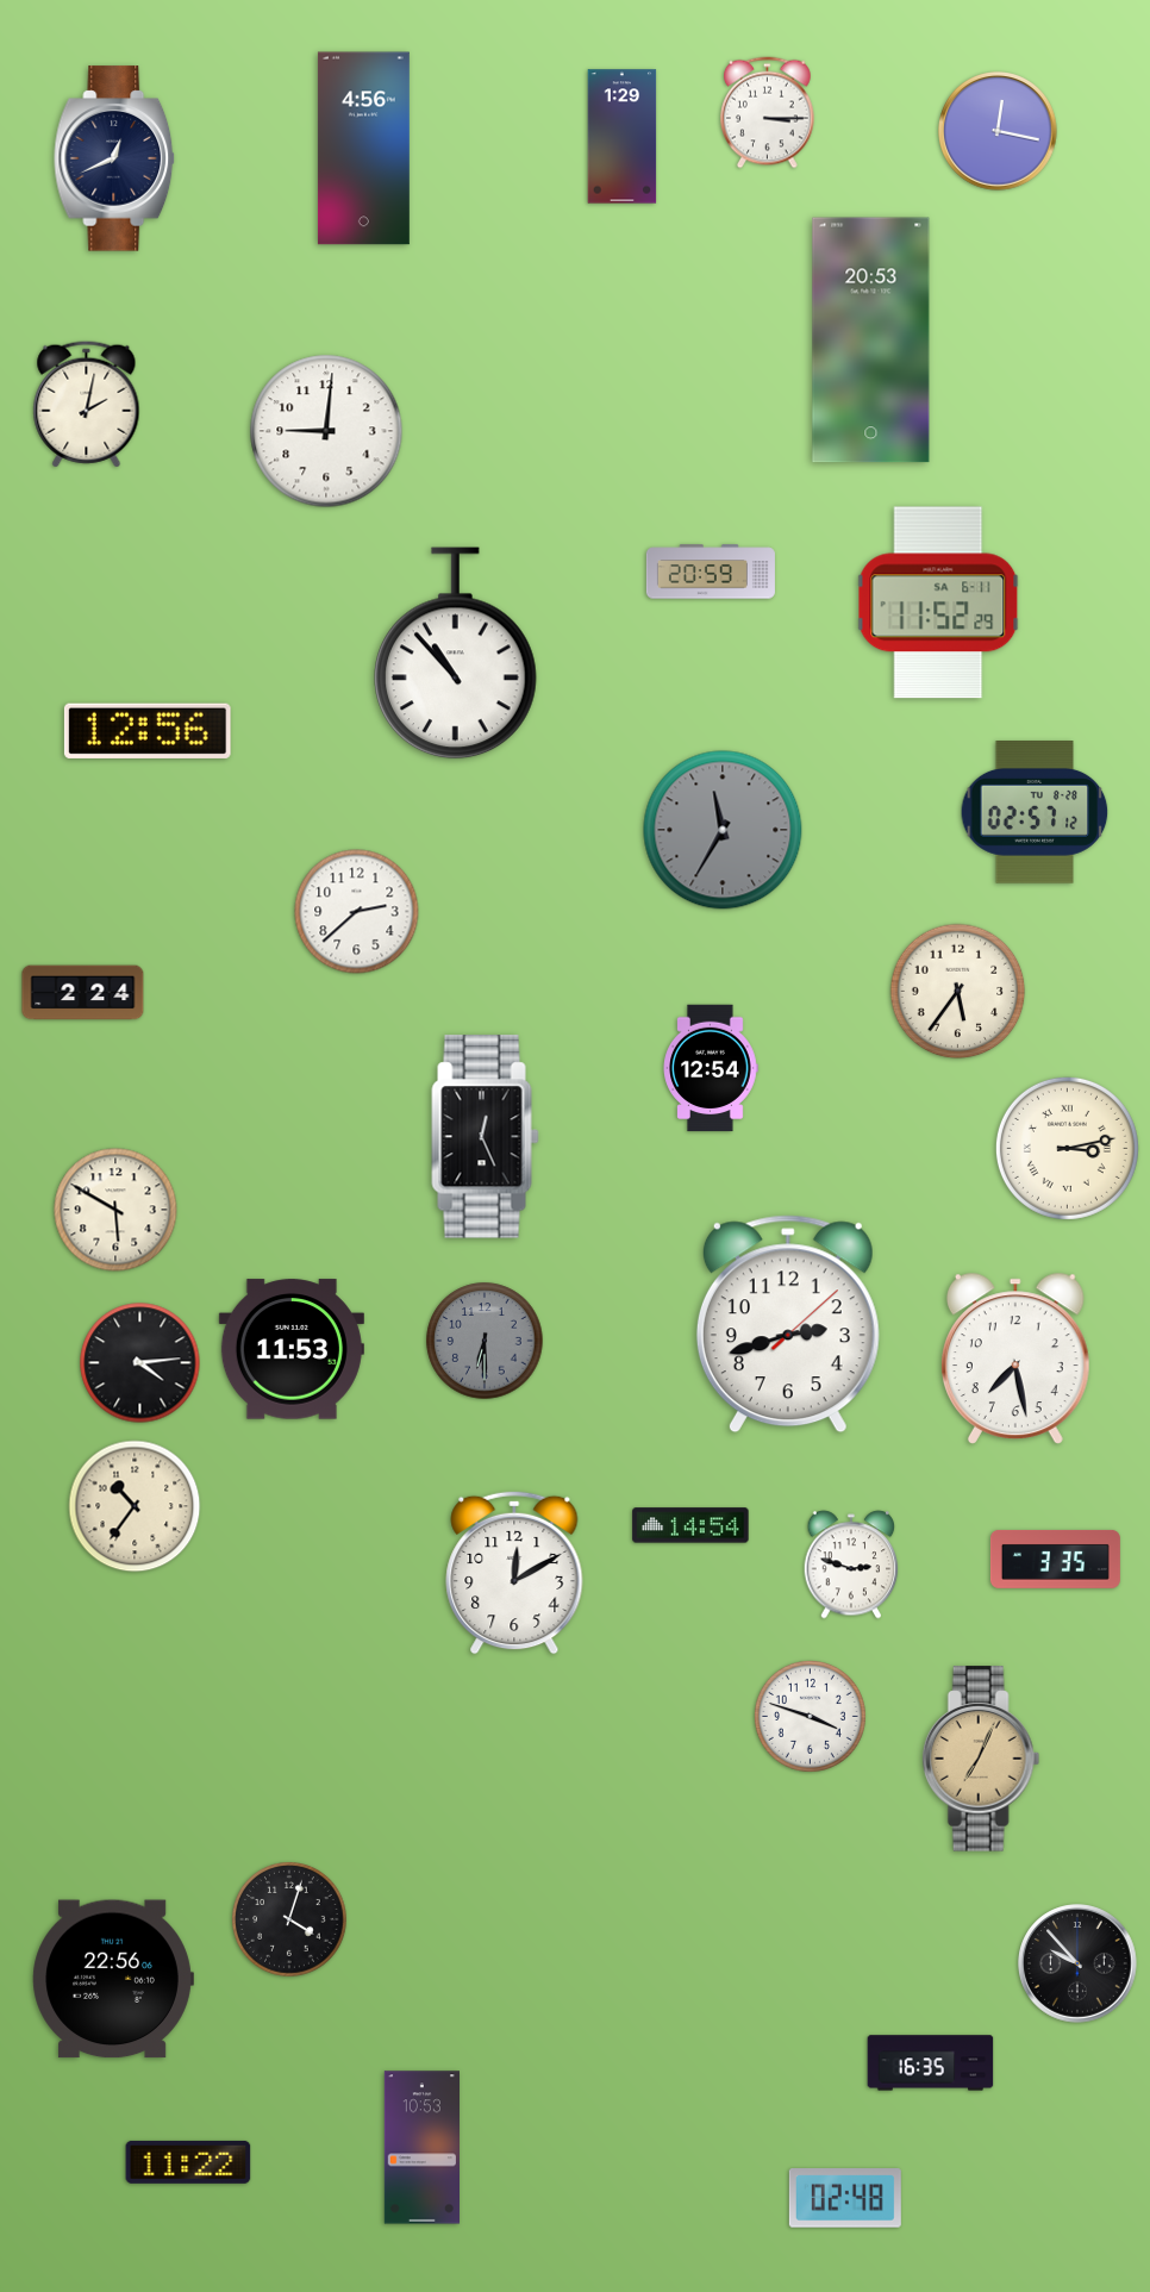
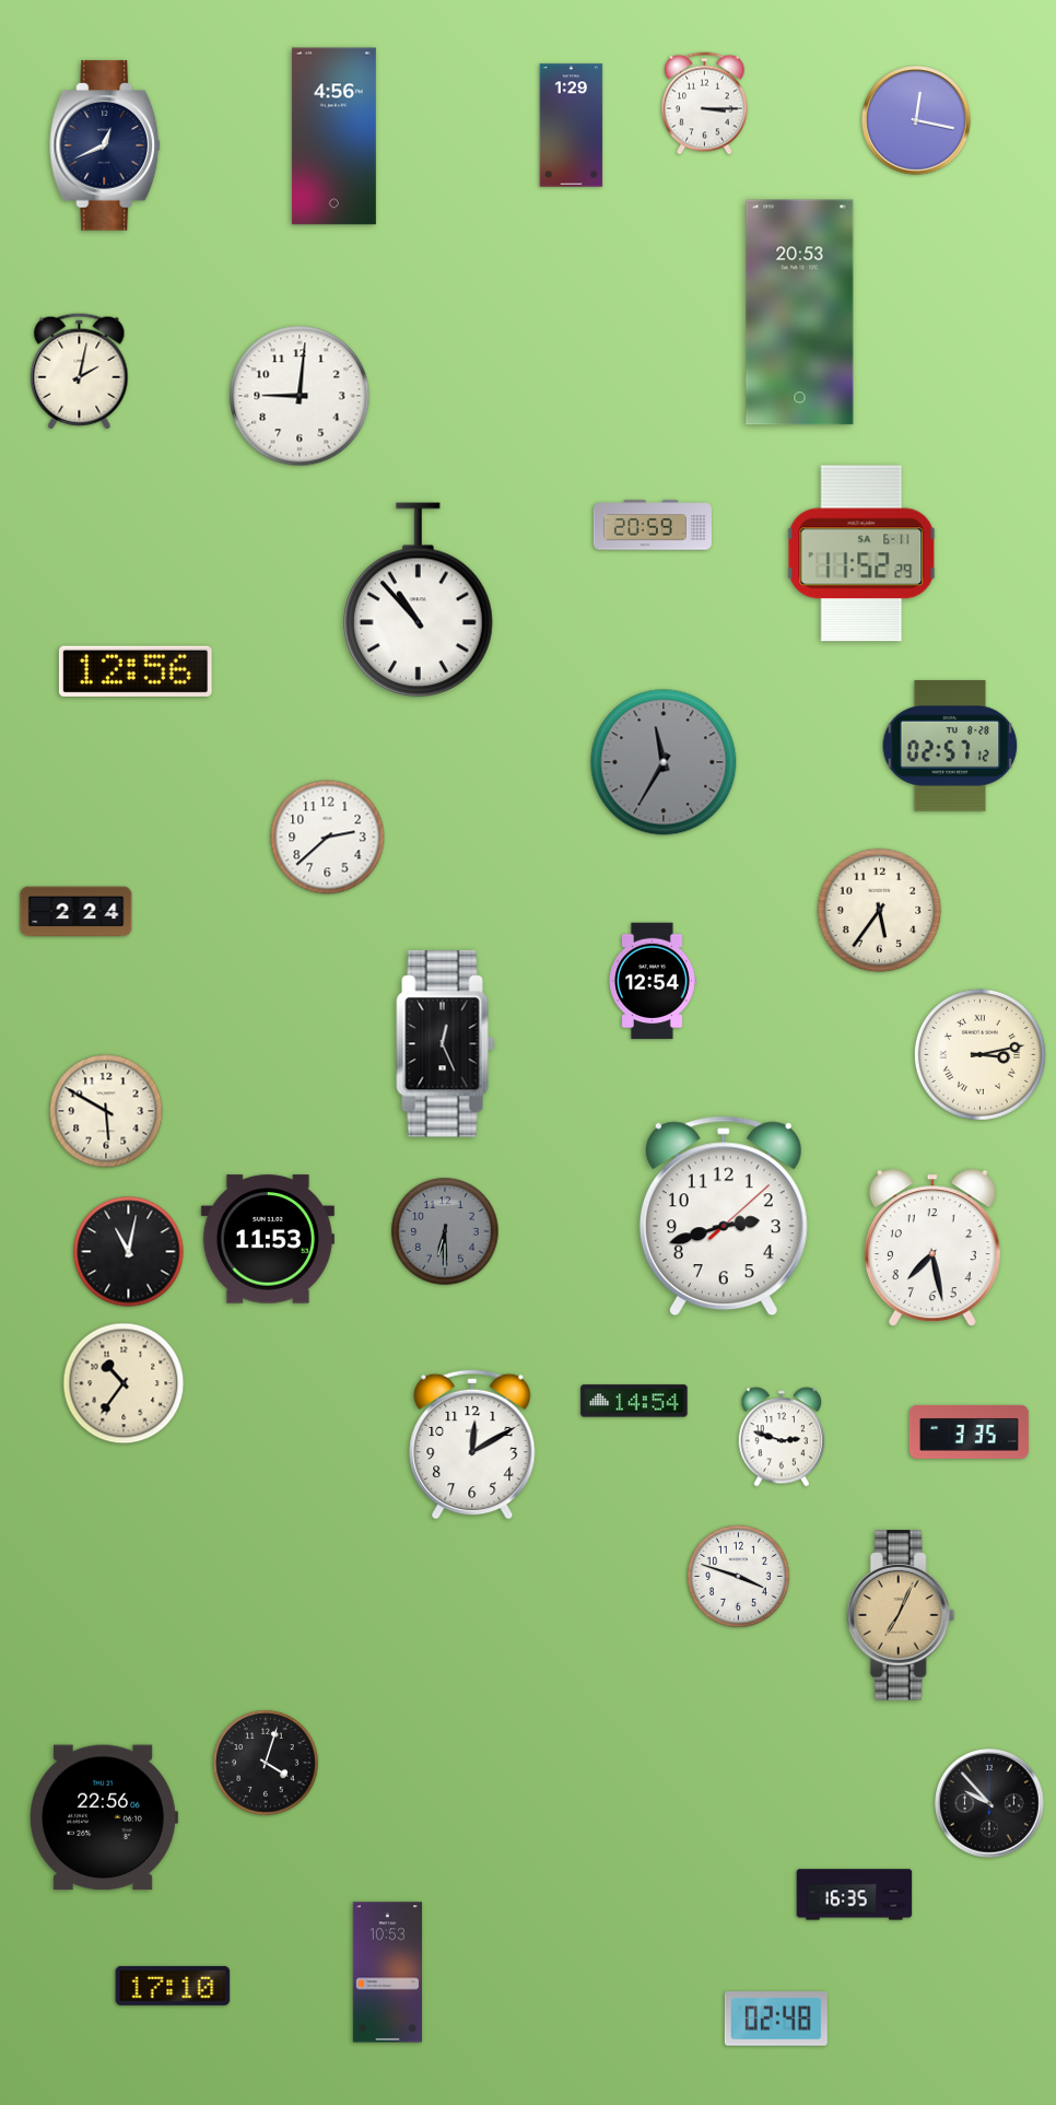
clock at (140, 1363): 4:14 -> 11:02
clock at (810, 1716) position: (810, 1716) -> (738, 1576)
clock at (188, 2162): 11:22 -> 17:10
